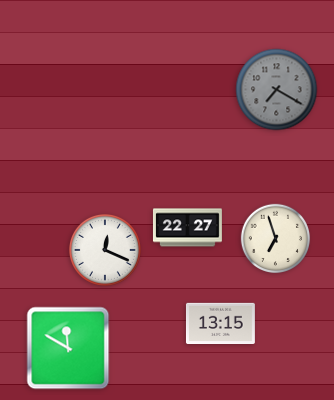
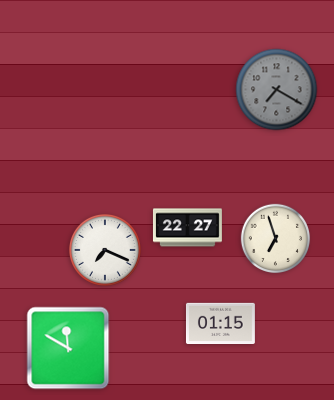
clock at (105, 250): 12:19 -> 7:19
clock at (220, 323): 13:15 -> 01:15
